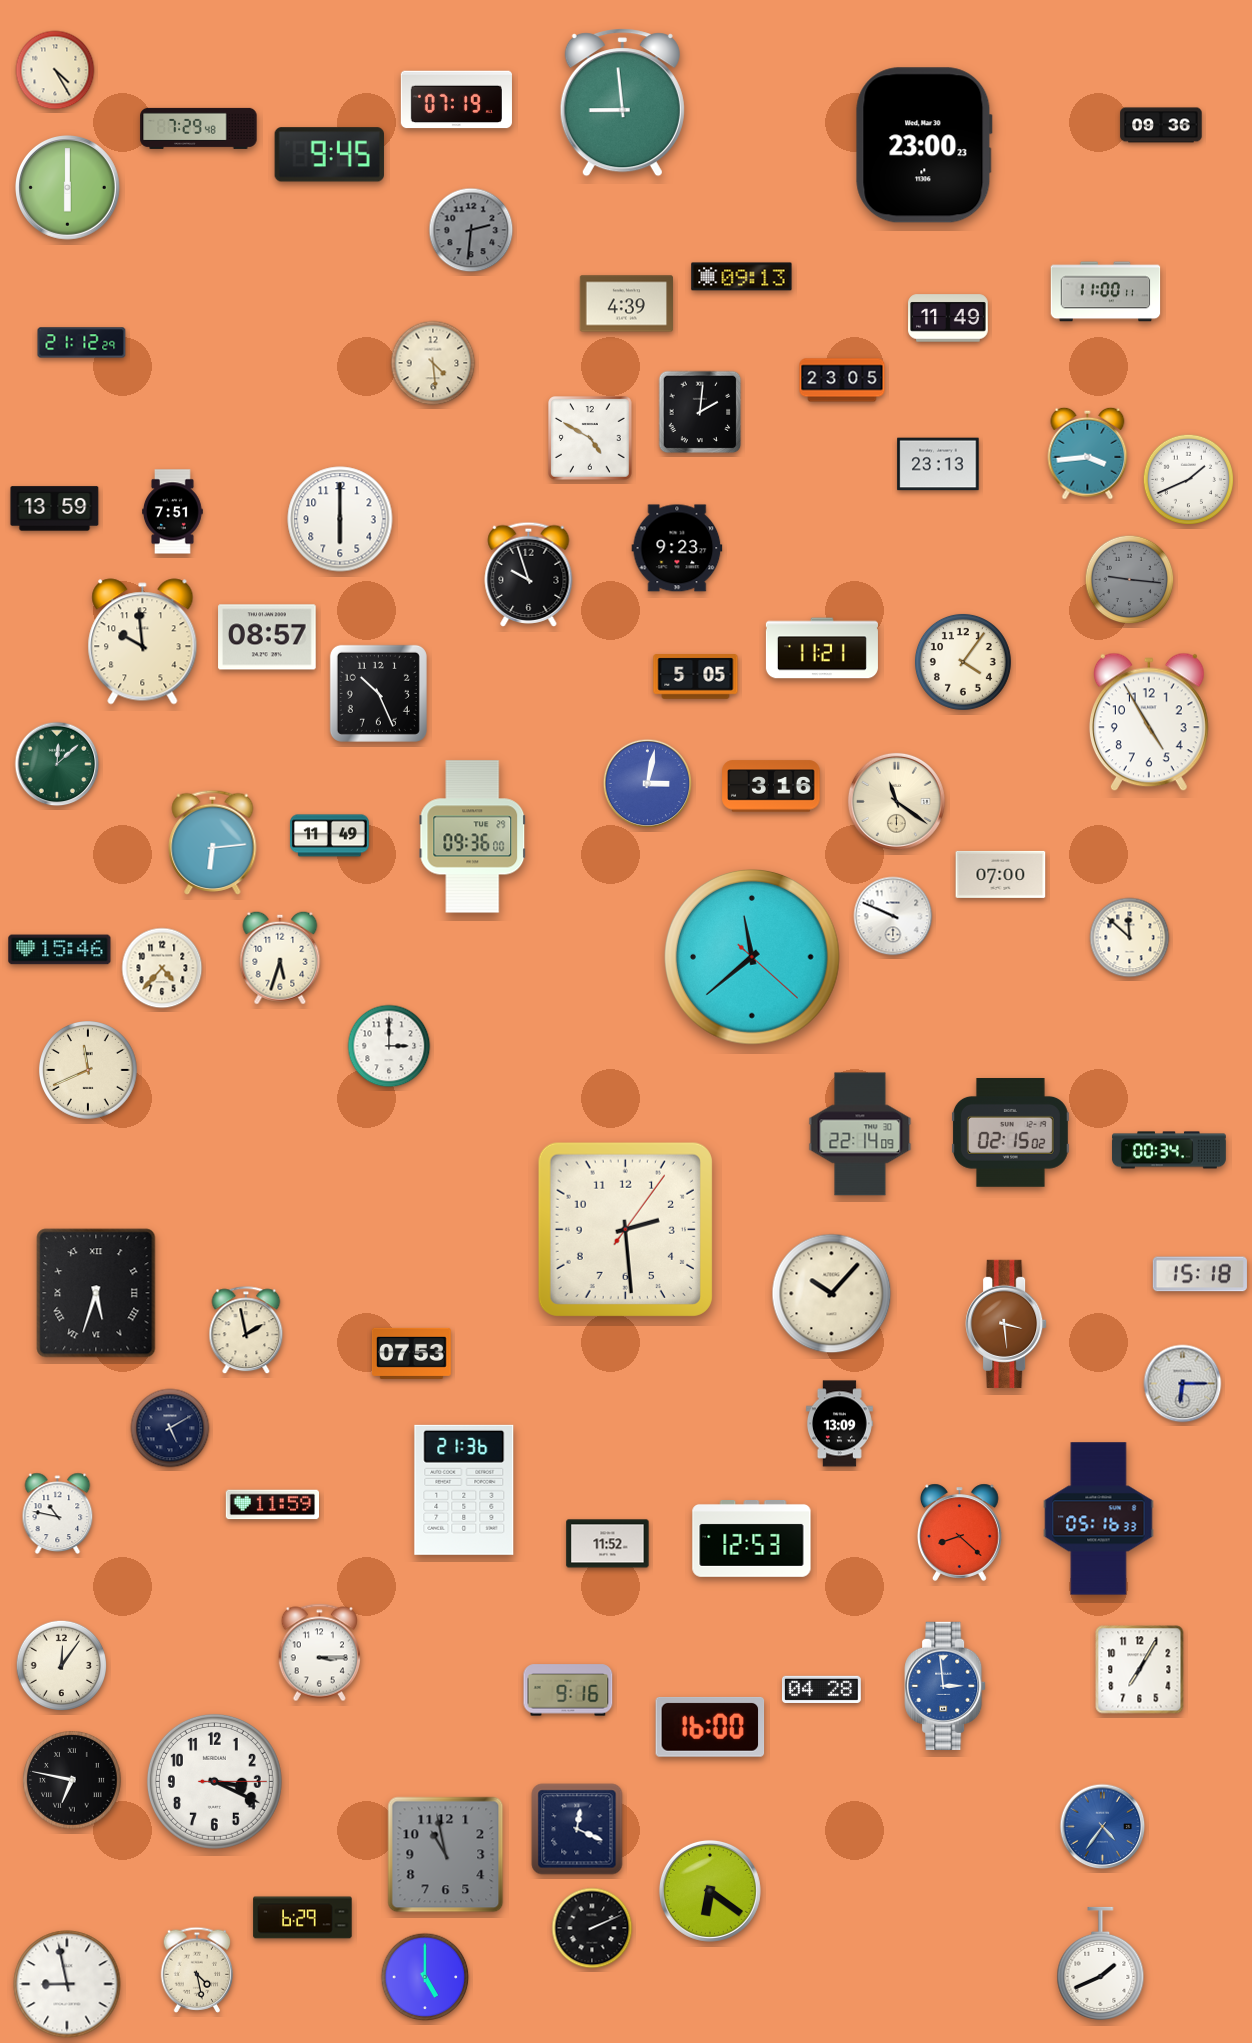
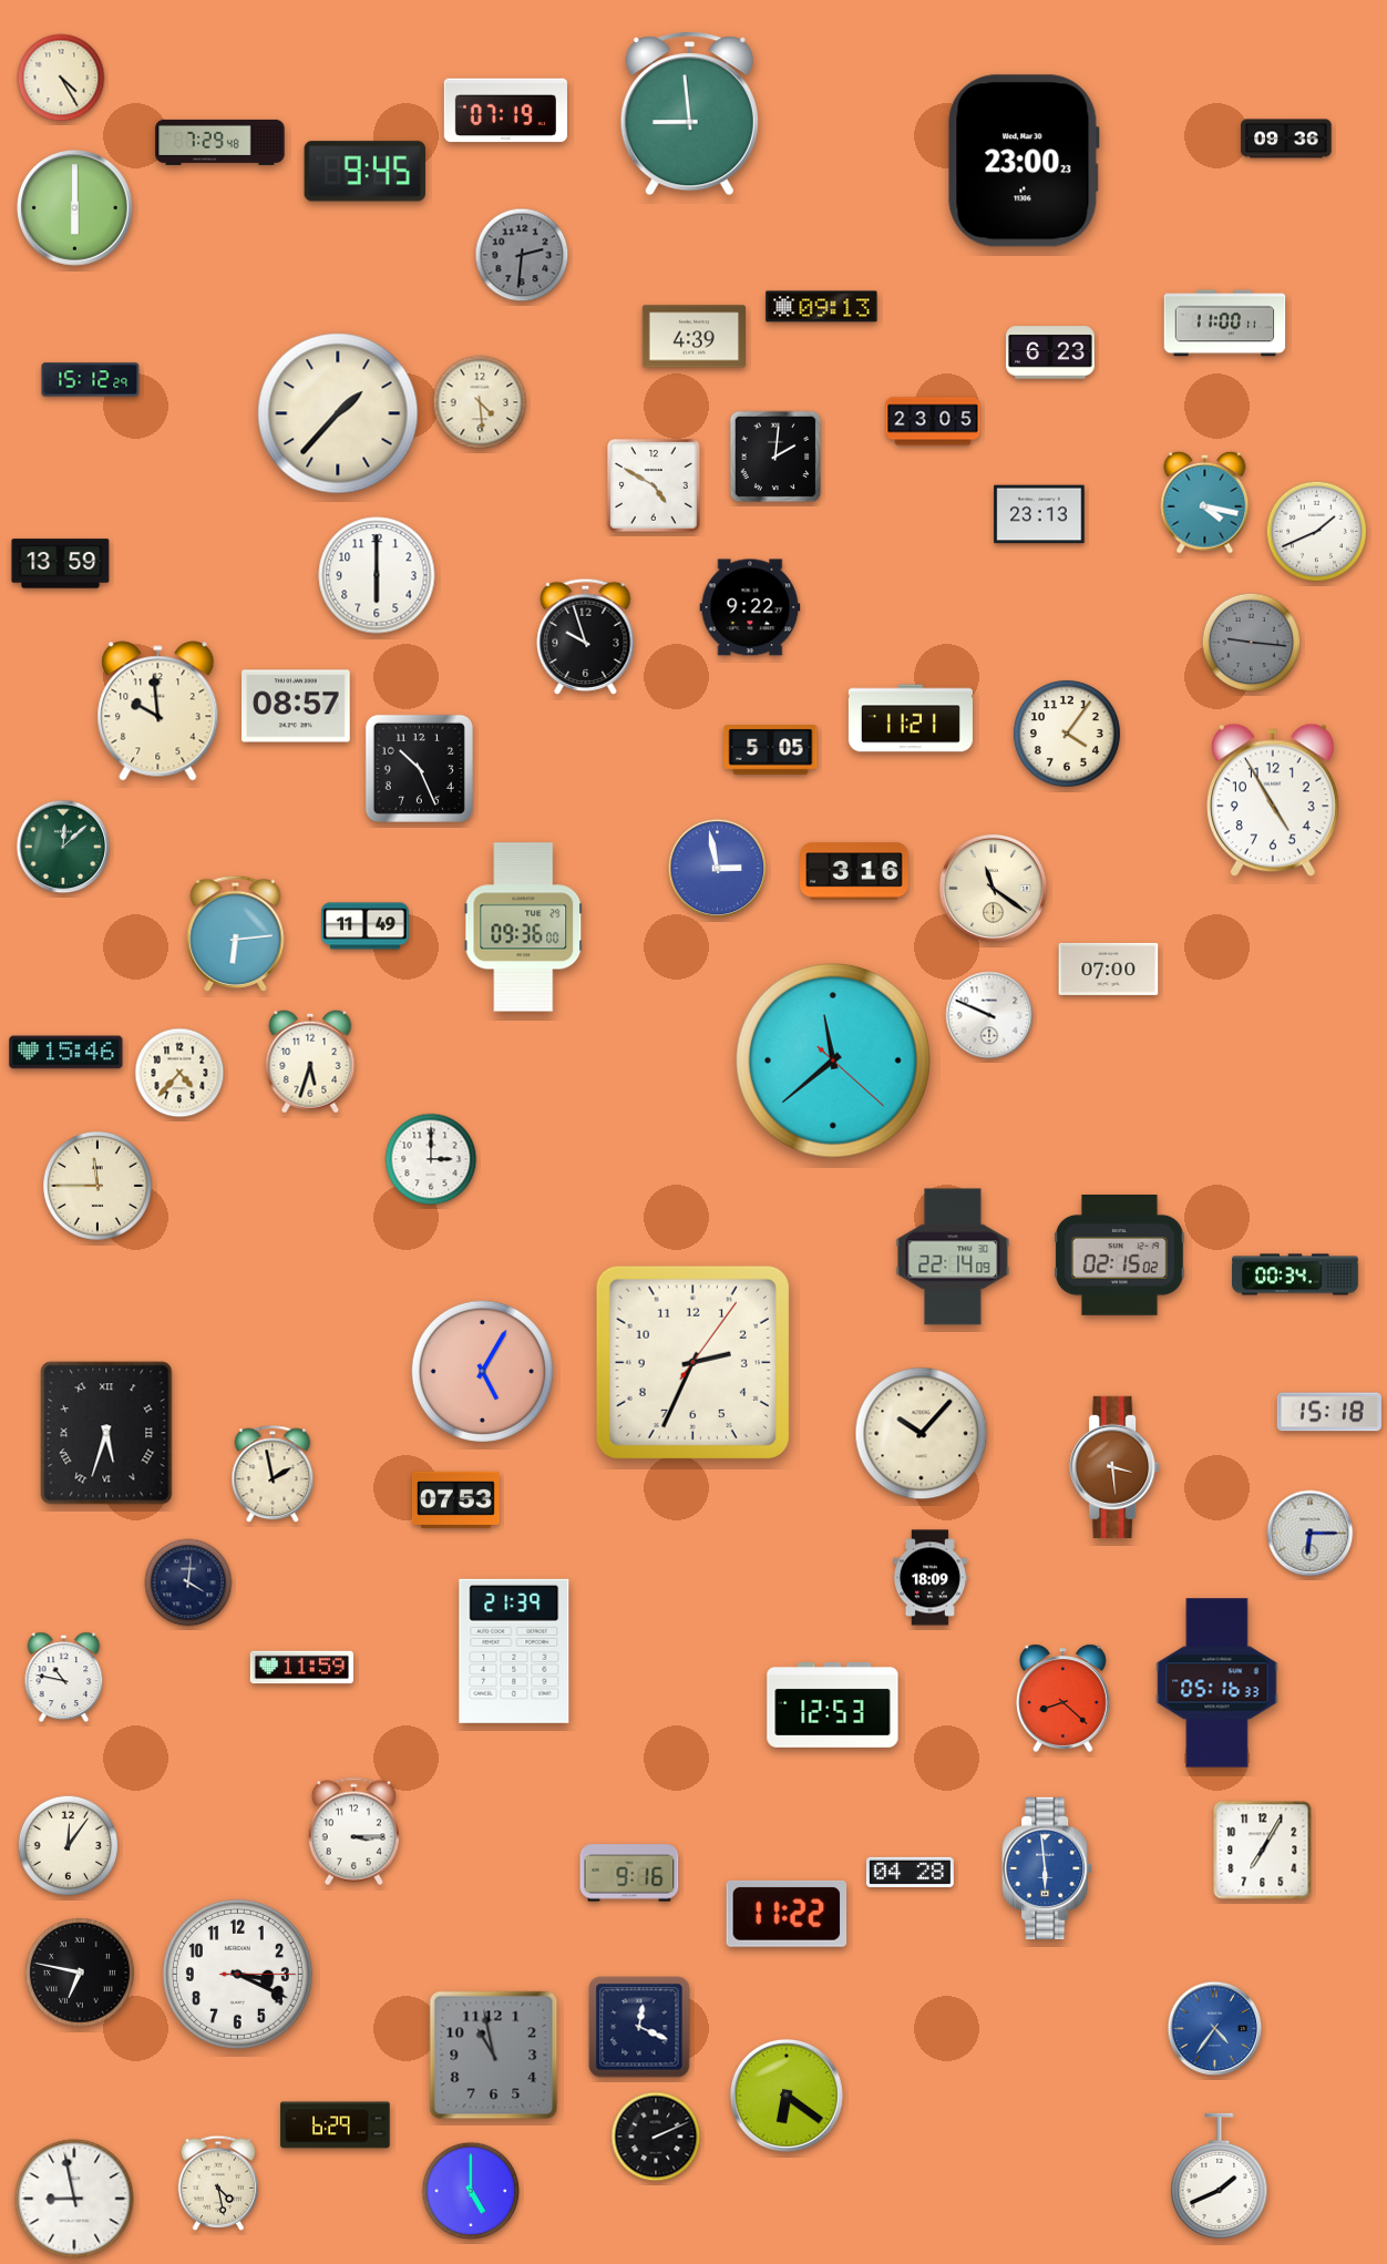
clock at (948, 318): 11:49 -> 6:23
clock at (82, 343): 21:12 -> 15:12
clock at (338, 413): none -> 1:37
clock at (1088, 453): 3:44 -> 4:17
clock at (173, 512): 7:51 -> none
clock at (677, 548): 9:23 -> 9:22
clock at (648, 784): 3:02 -> 2:58
clock at (1130, 938): 11:52 -> none
clock at (89, 1071): 11:41 -> 11:45
clock at (625, 1229): 2:29 -> 2:34
clock at (482, 1371): none -> 5:05
clock at (839, 1424): 13:09 -> 18:09
clock at (170, 1428): 5:10 -> 4:01
clock at (464, 1490): 21:36 -> 21:39
clock at (608, 1544): 11:52 -> none
clock at (945, 1686): 2:59 -> 5:59
clock at (710, 1727): 16:00 -> 11:22
clock at (1103, 1827) position: (1103, 1827) -> (1215, 2029)
